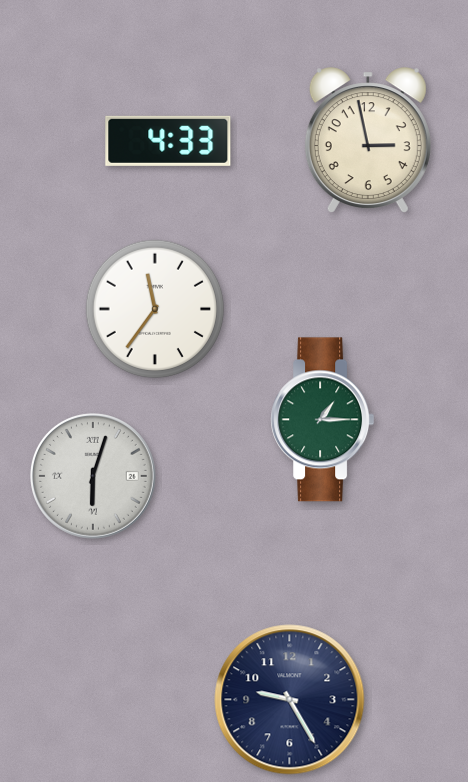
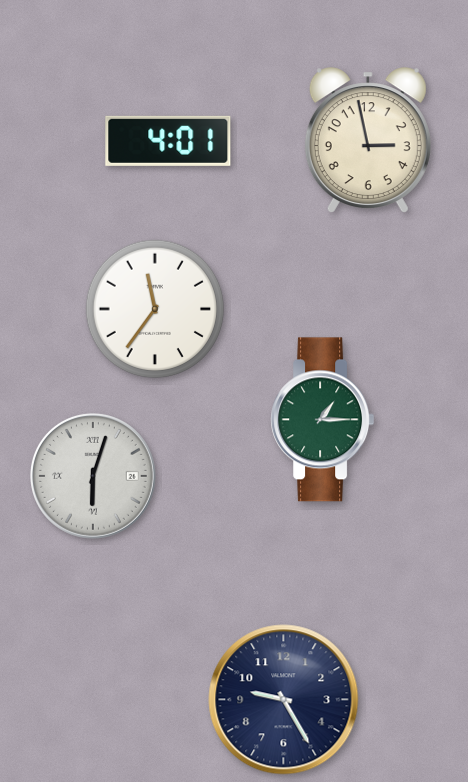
clock at (168, 141): 4:33 -> 4:01
clock at (290, 700) position: (290, 700) -> (284, 700)
